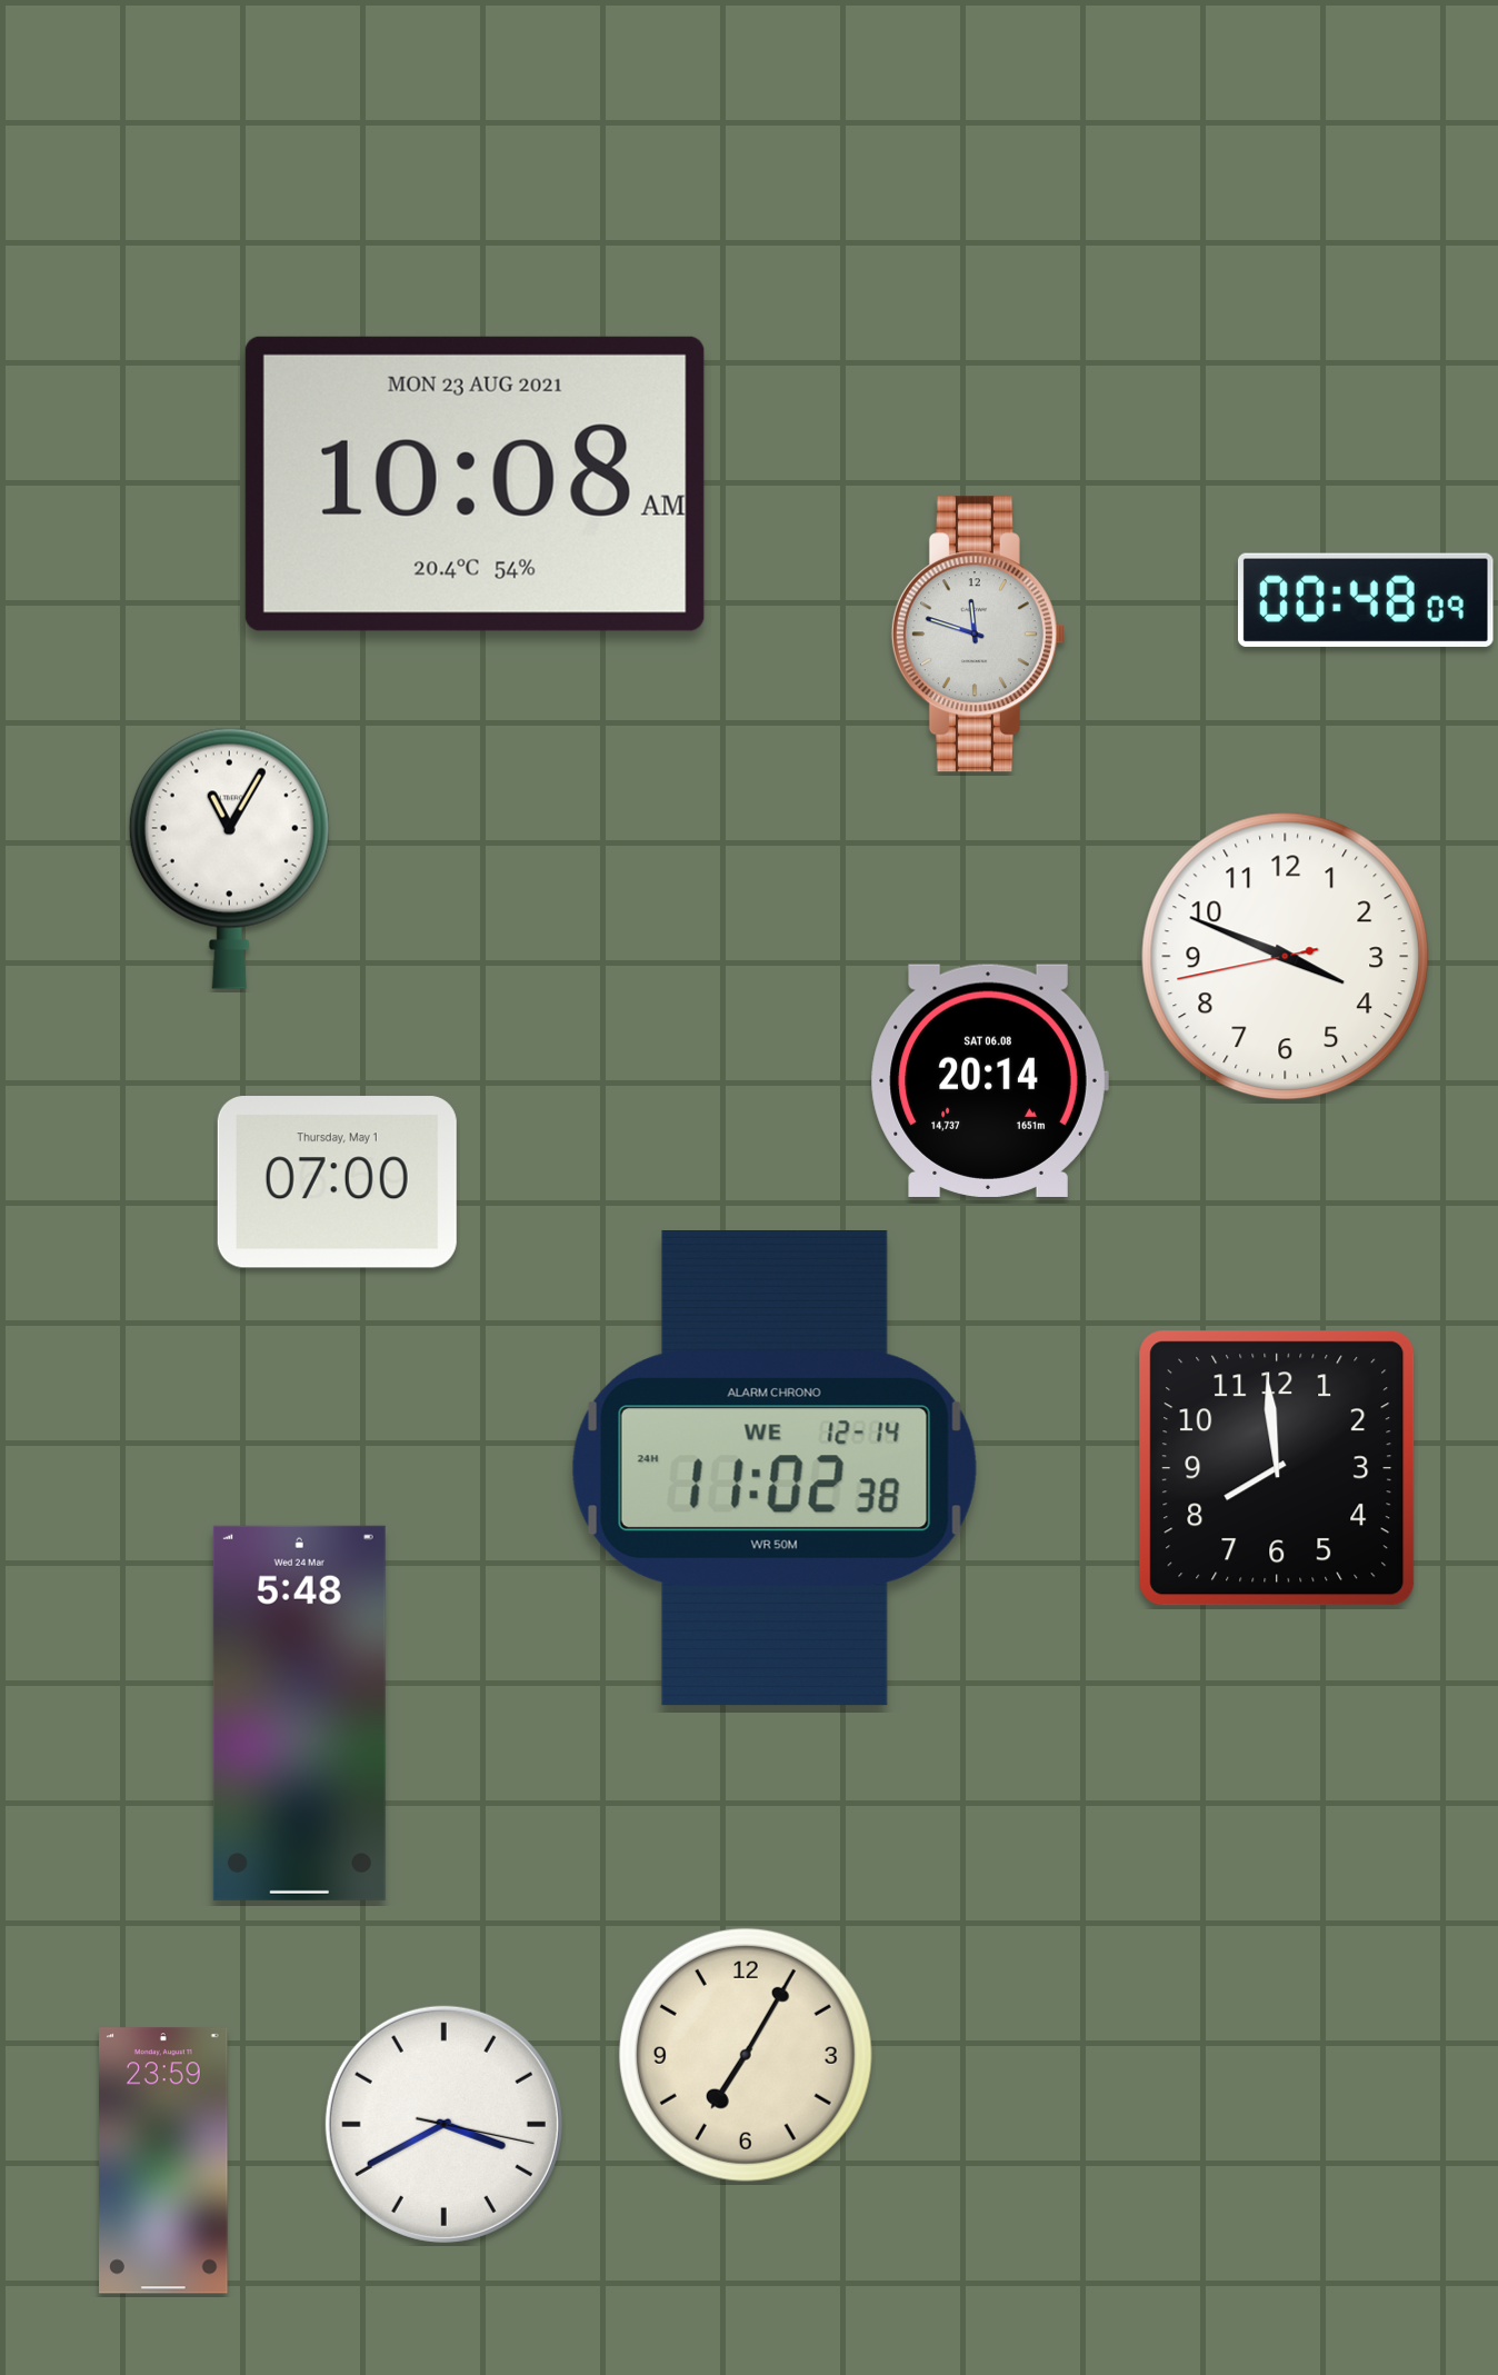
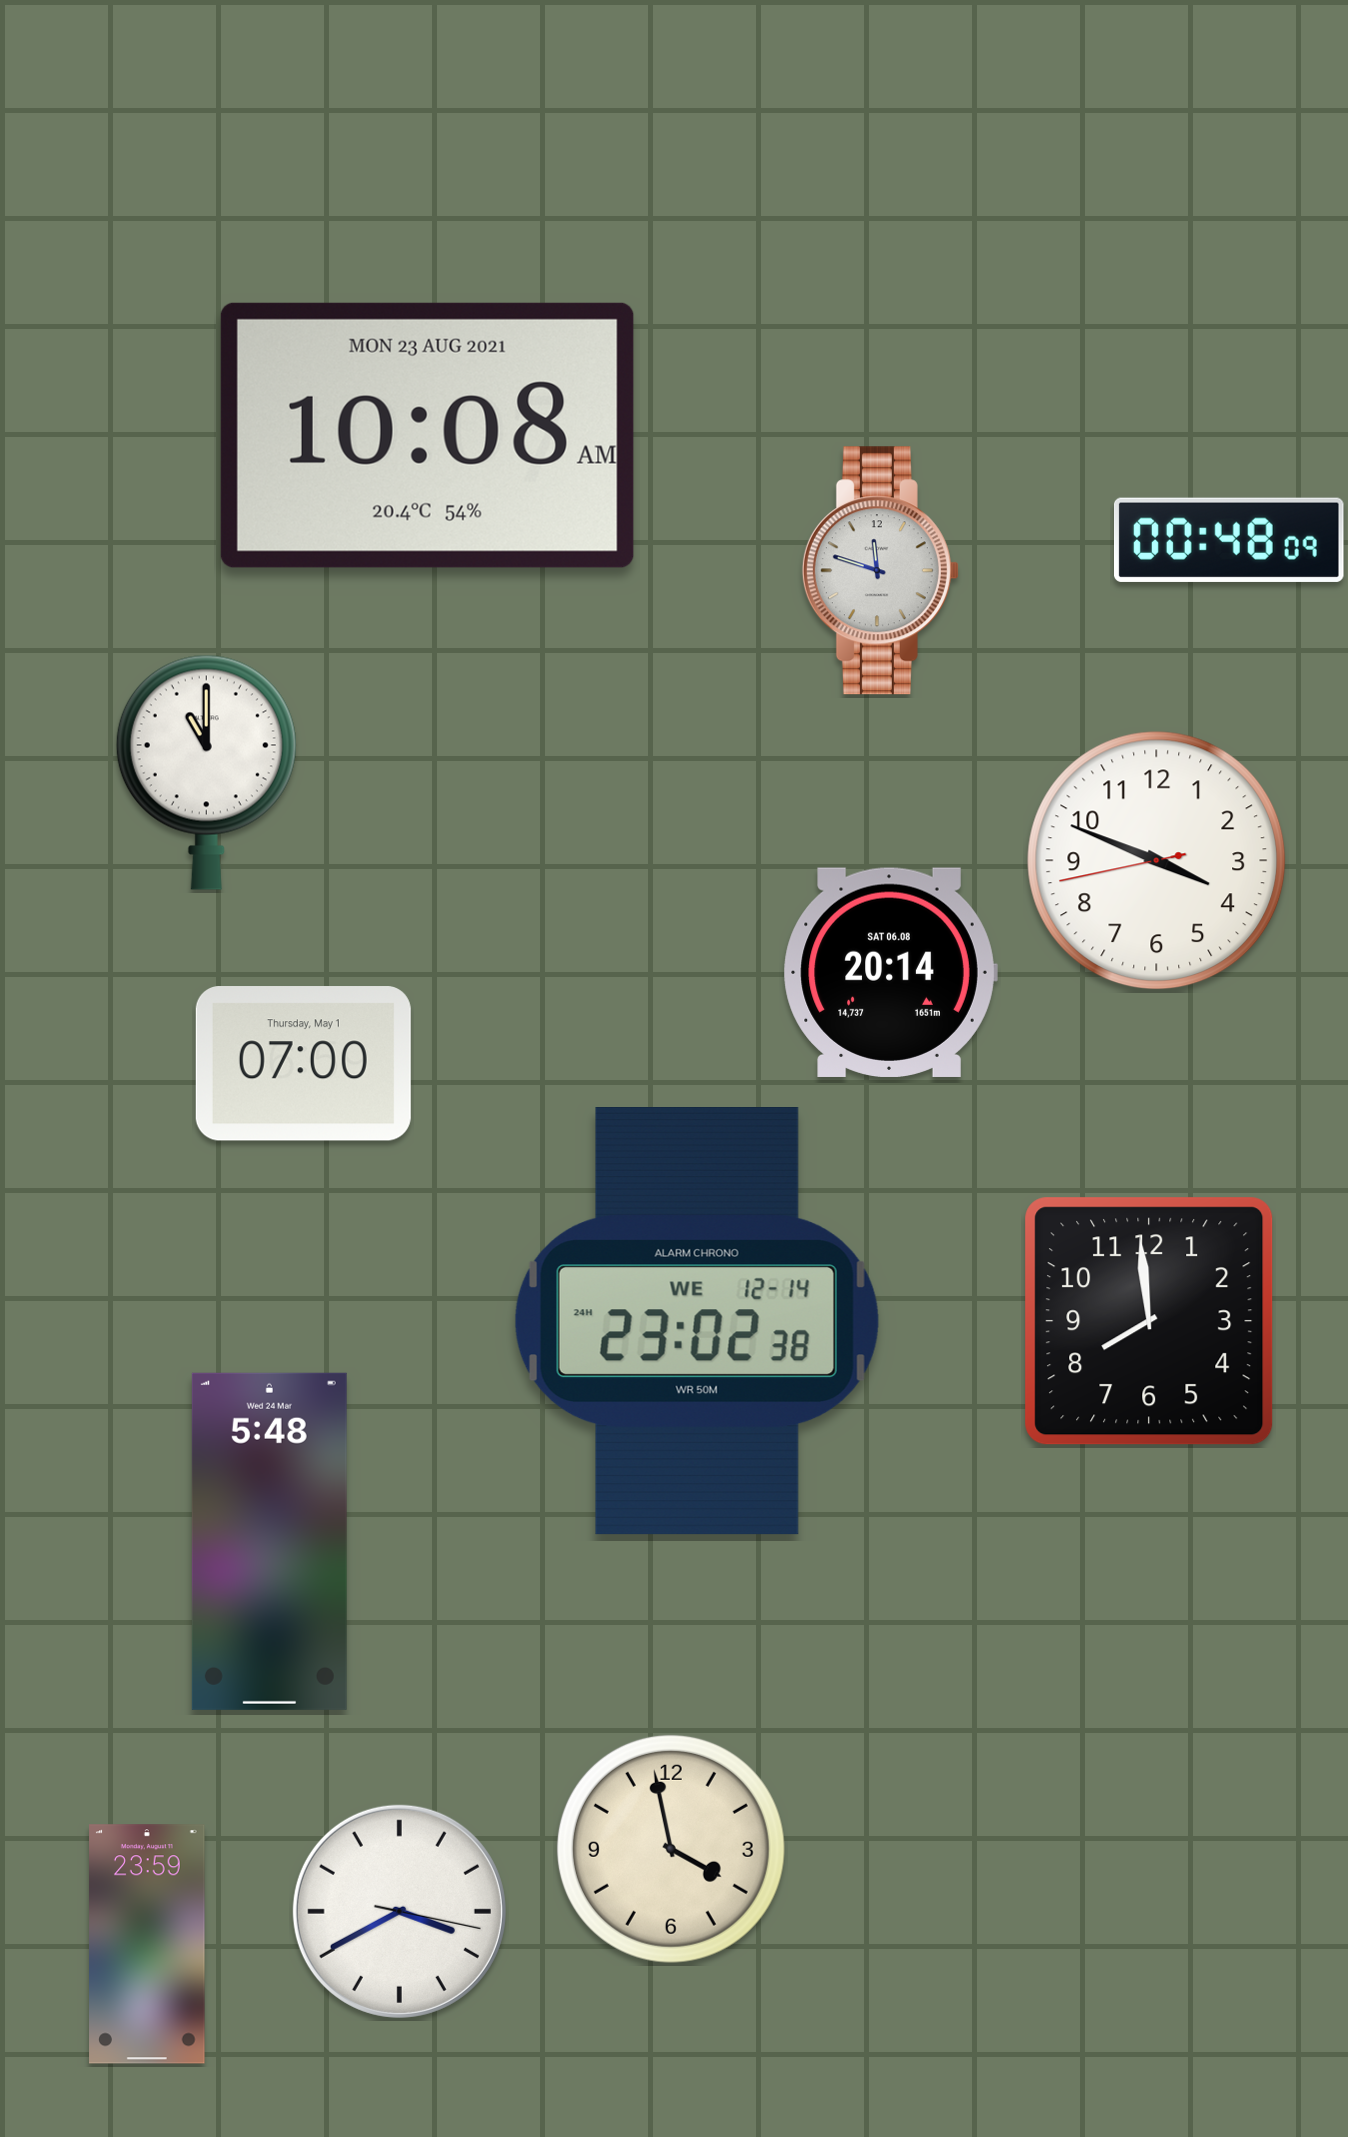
clock at (229, 858): 11:05 -> 11:00
clock at (775, 1469): 11:02 -> 23:02
clock at (746, 2055): 7:05 -> 3:58
